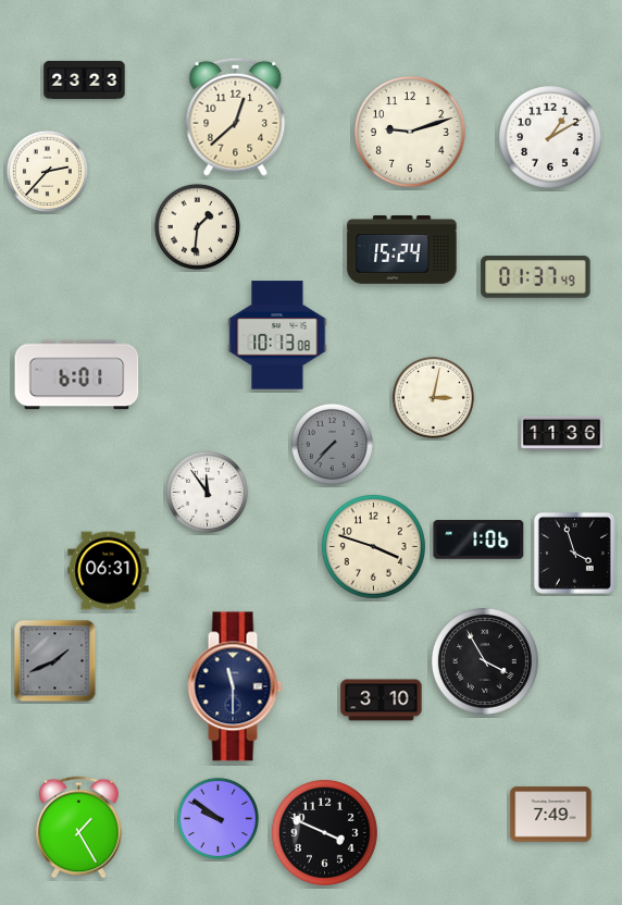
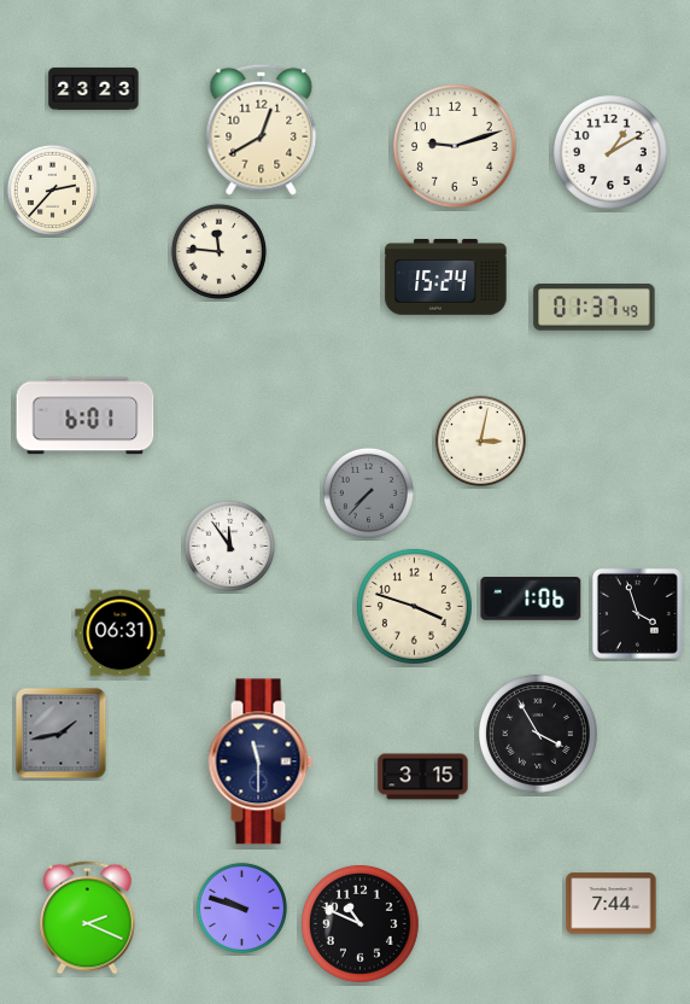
clock at (236, 116): 12:38 -> 12:40
clock at (197, 226): 1:31 -> 11:46
clock at (277, 335): 10:13 -> none
clock at (562, 433): 11:36 -> none
clock at (55, 661): 1:41 -> 1:43
clock at (382, 701): 3:10 -> 3:15
clock at (551, 815): 7:49 -> 7:44
clock at (217, 818): 9:51 -> 9:48
clock at (79, 828): 1:25 -> 2:19
clock at (324, 832): 3:49 -> 10:49
